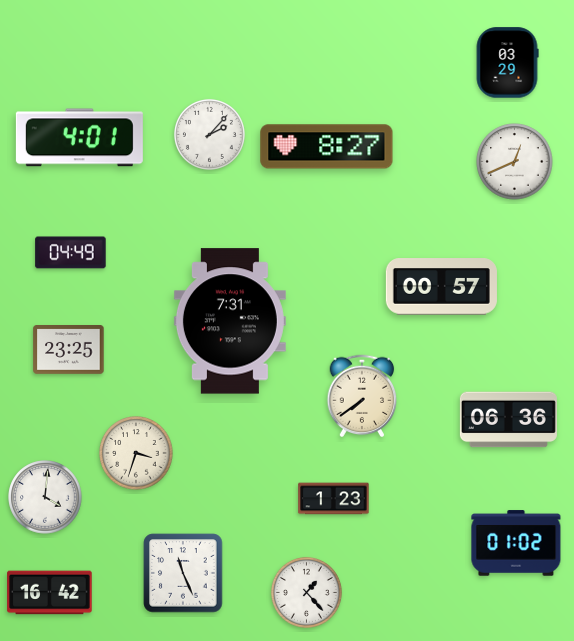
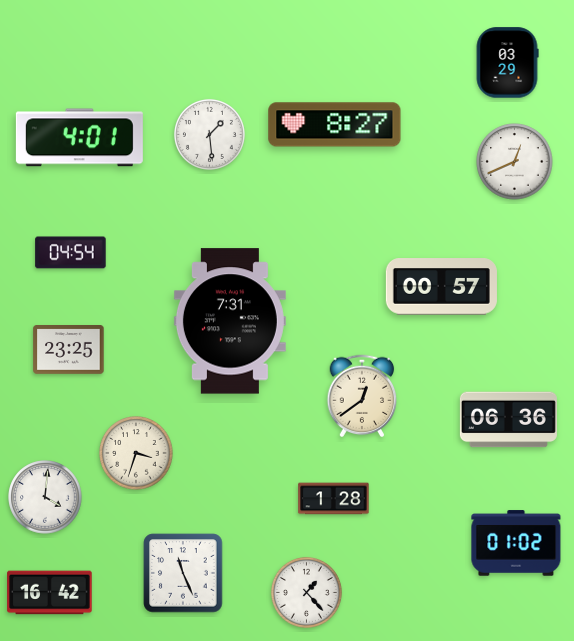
clock at (209, 134): 2:07 -> 1:29
clock at (327, 147) position: (327, 147) -> (335, 125)
clock at (71, 253): 04:49 -> 04:54
clock at (362, 396): 7:39 -> 12:39
clock at (334, 499): 1:23 -> 1:28
